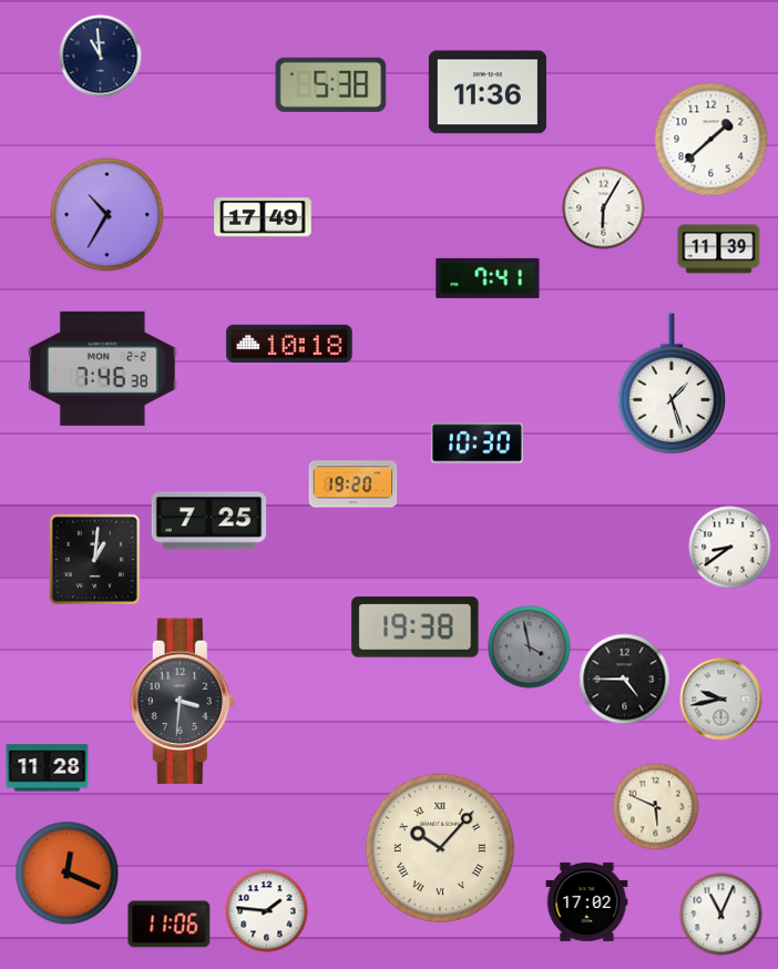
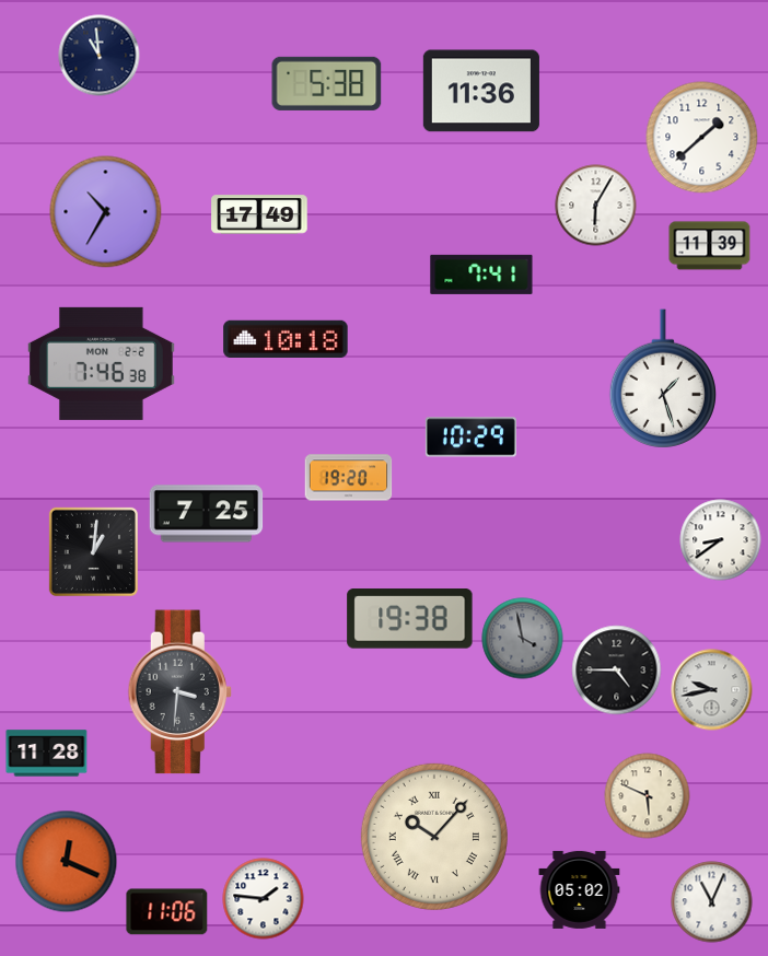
clock at (477, 443): 10:30 -> 10:29
clock at (48, 768) position: (48, 768) -> (47, 754)
clock at (587, 901): 17:02 -> 05:02
